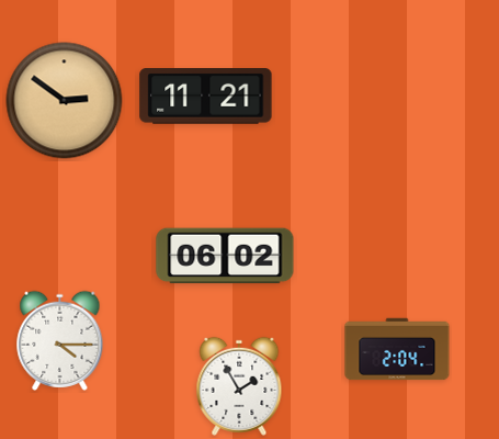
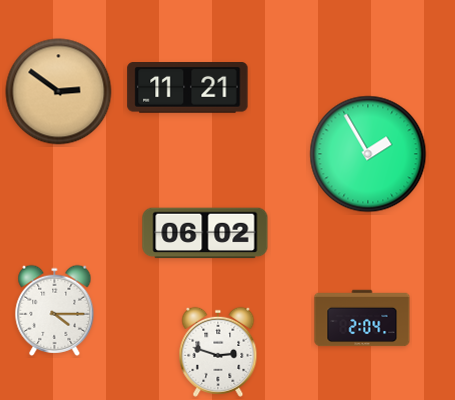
clock at (368, 154): none -> 1:55
clock at (239, 386): 1:55 -> 2:48
